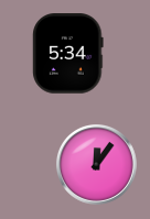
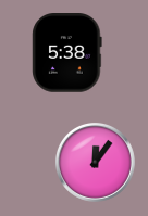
clock at (68, 54): 5:34 -> 5:38
